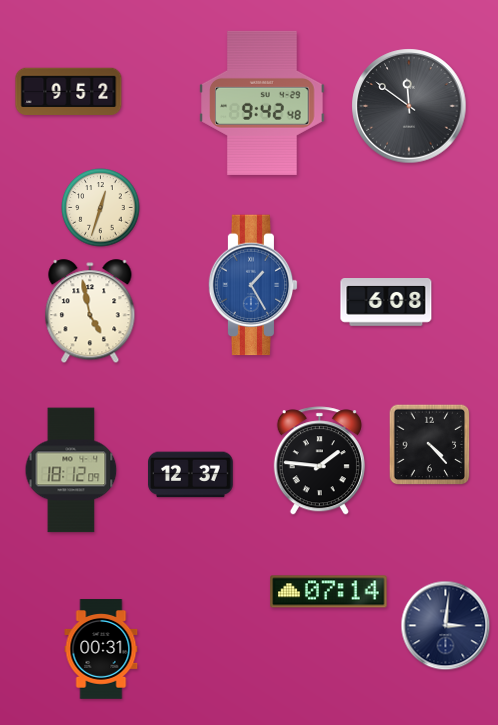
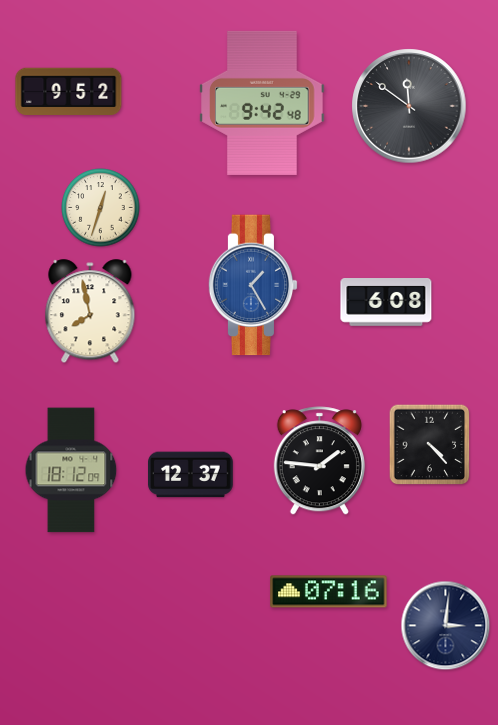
clock at (90, 312): 4:58 -> 7:58
clock at (329, 592): 07:14 -> 07:16
clock at (101, 649): 00:31 -> none
